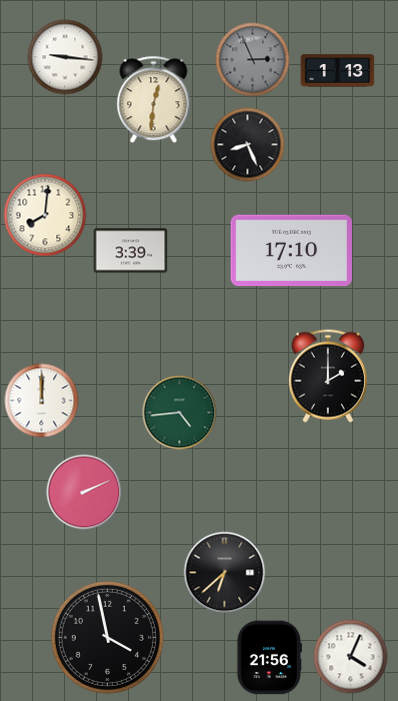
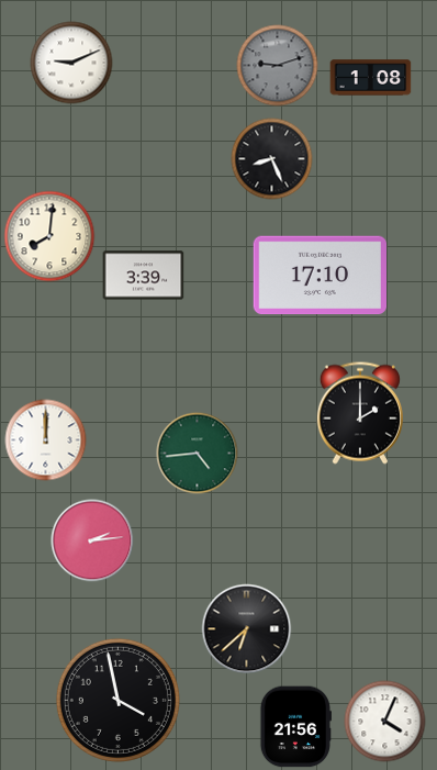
clock at (65, 57): 9:16 -> 9:11
clock at (253, 60): 2:56 -> 9:12
clock at (338, 71): 1:13 -> 1:08
clock at (154, 100): 12:31 -> none
clock at (84, 492): 2:11 -> 2:14
clock at (269, 658) position: (269, 658) -> (295, 727)
